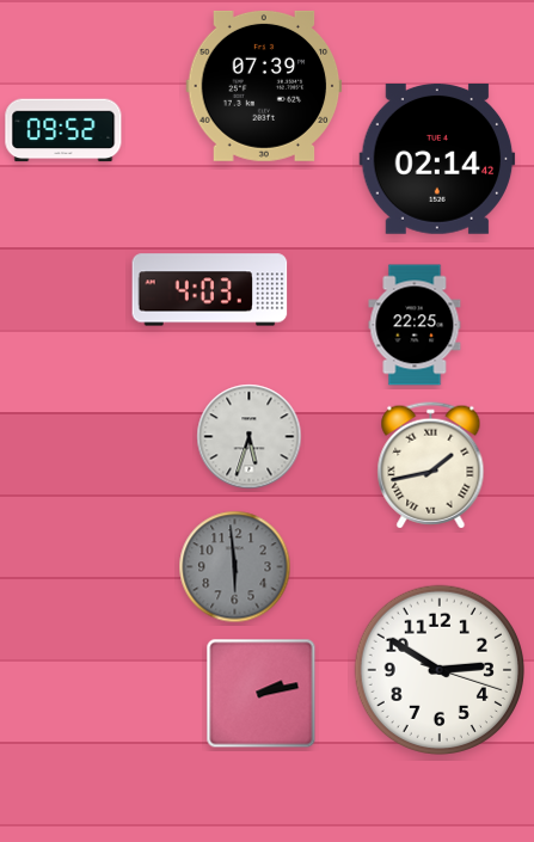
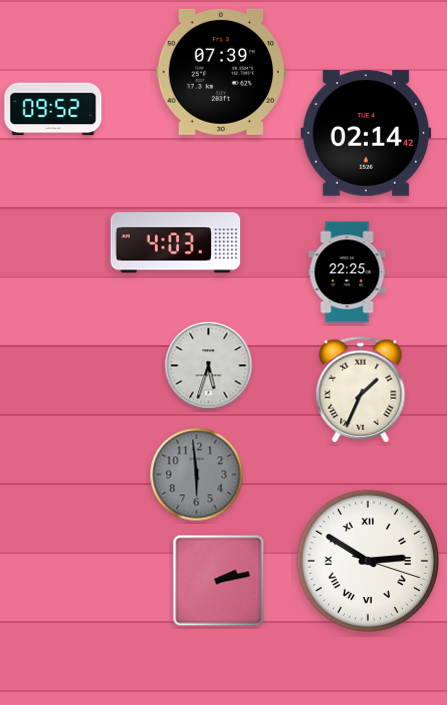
clock at (431, 466): 1:43 -> 1:34
clock at (438, 669) numerals: Arabic -> Roman
